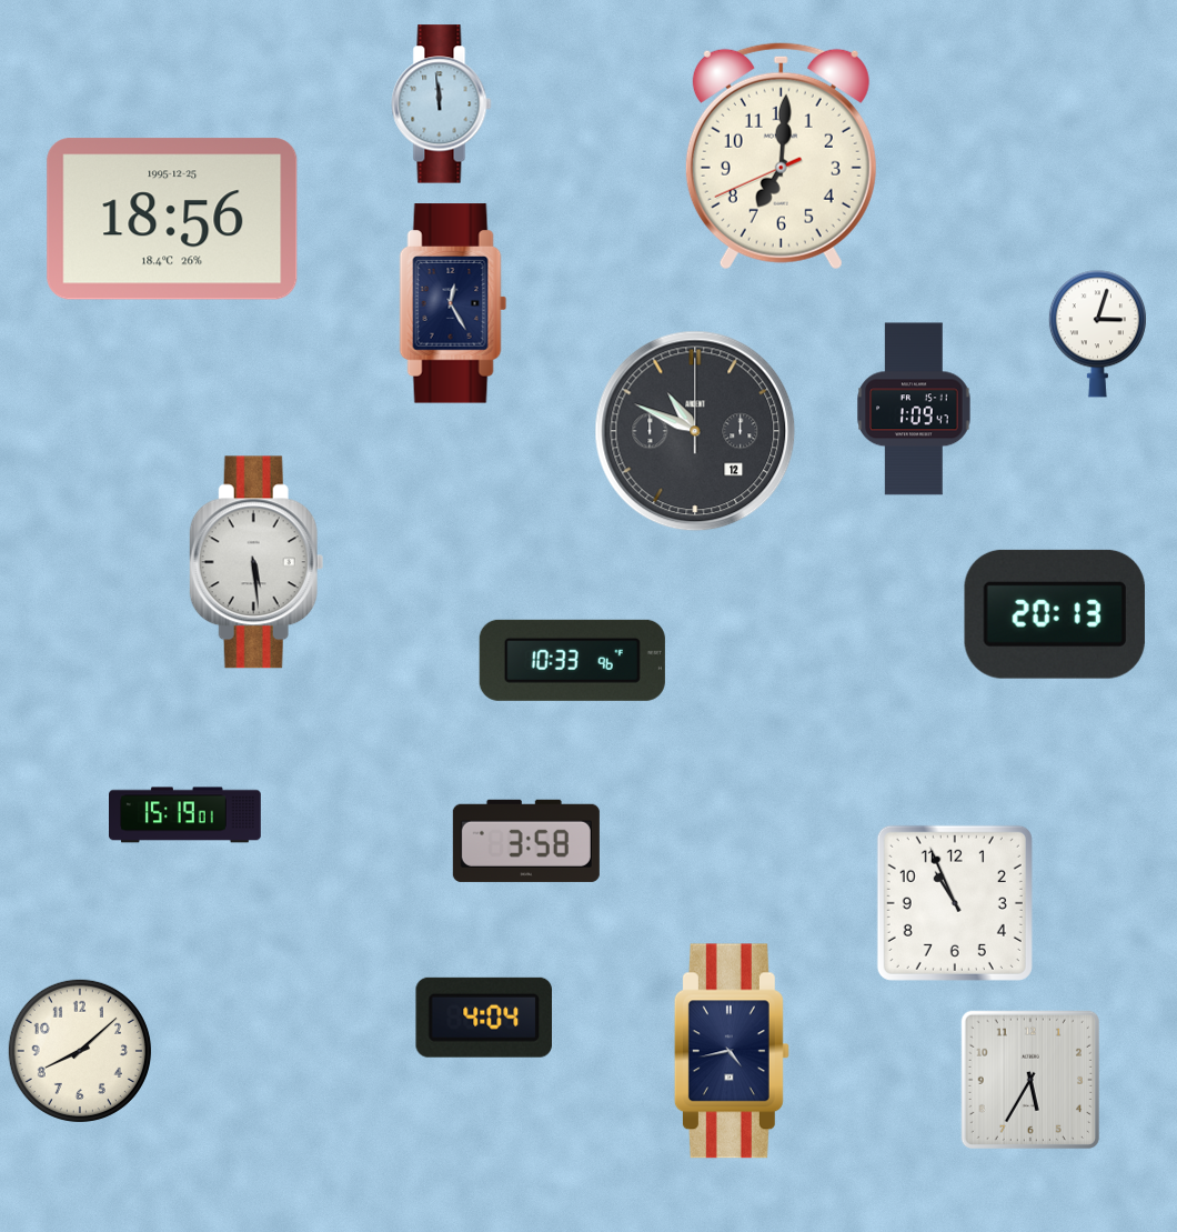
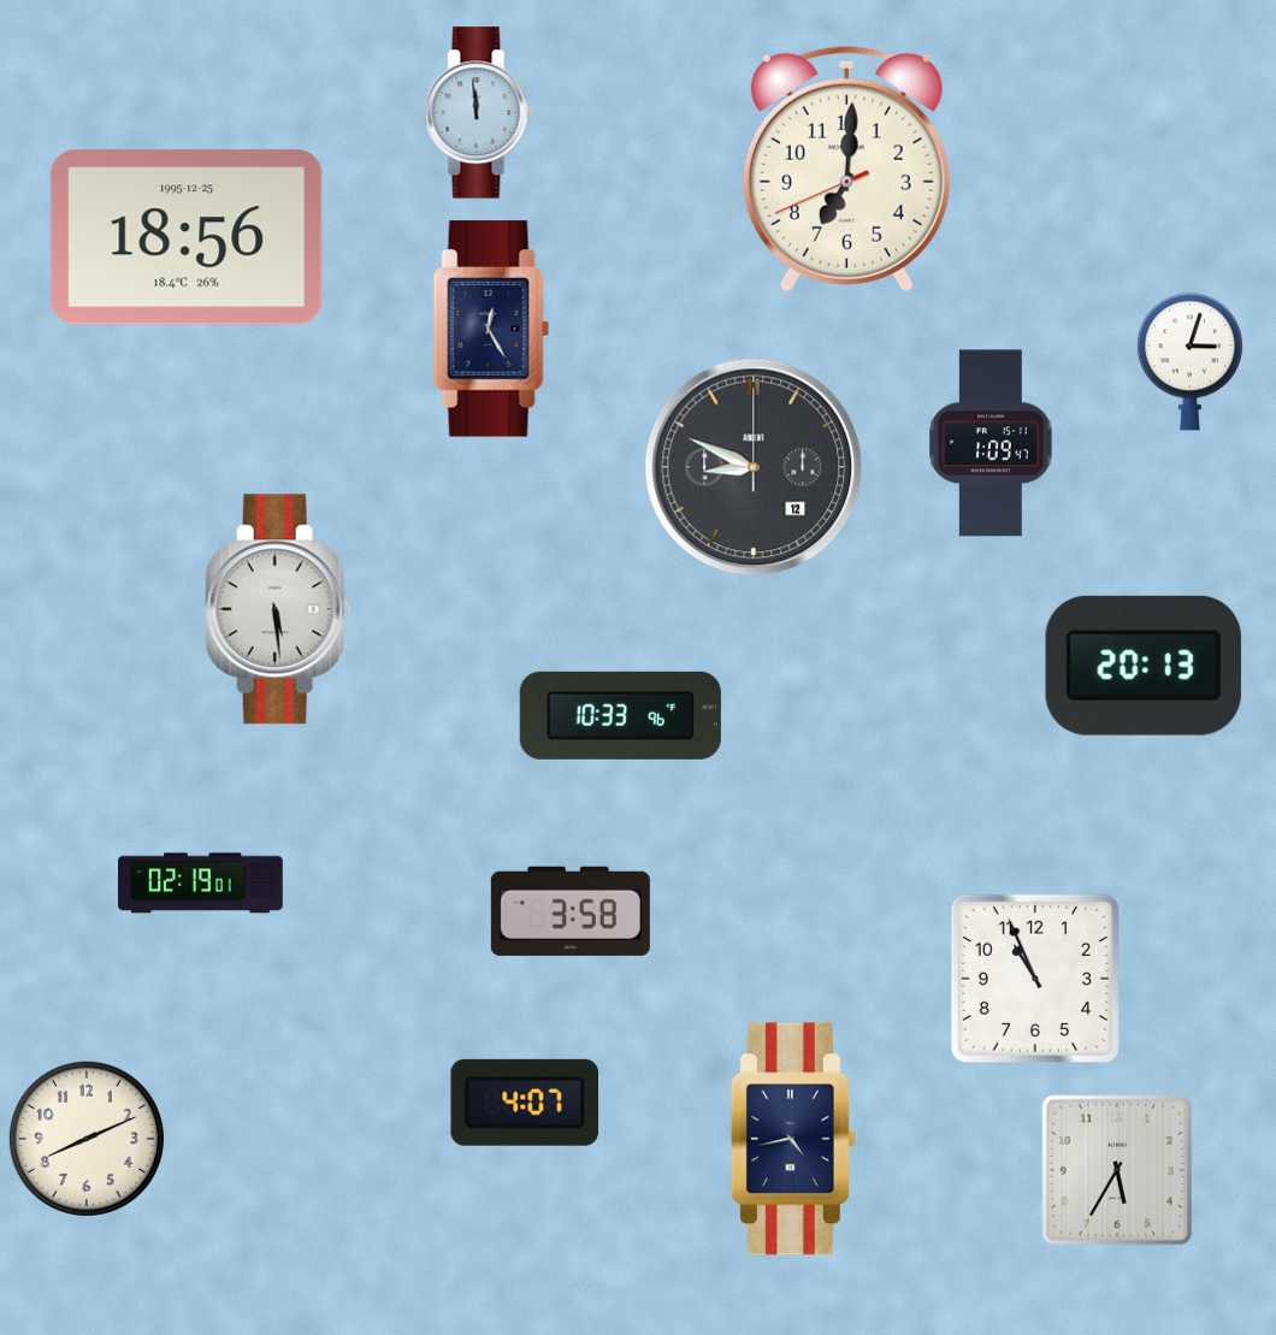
clock at (695, 431): 10:49 -> 8:49
clock at (185, 815): 15:19 -> 02:19
clock at (483, 1018): 4:04 -> 4:07
clock at (80, 1051): 8:08 -> 8:11
